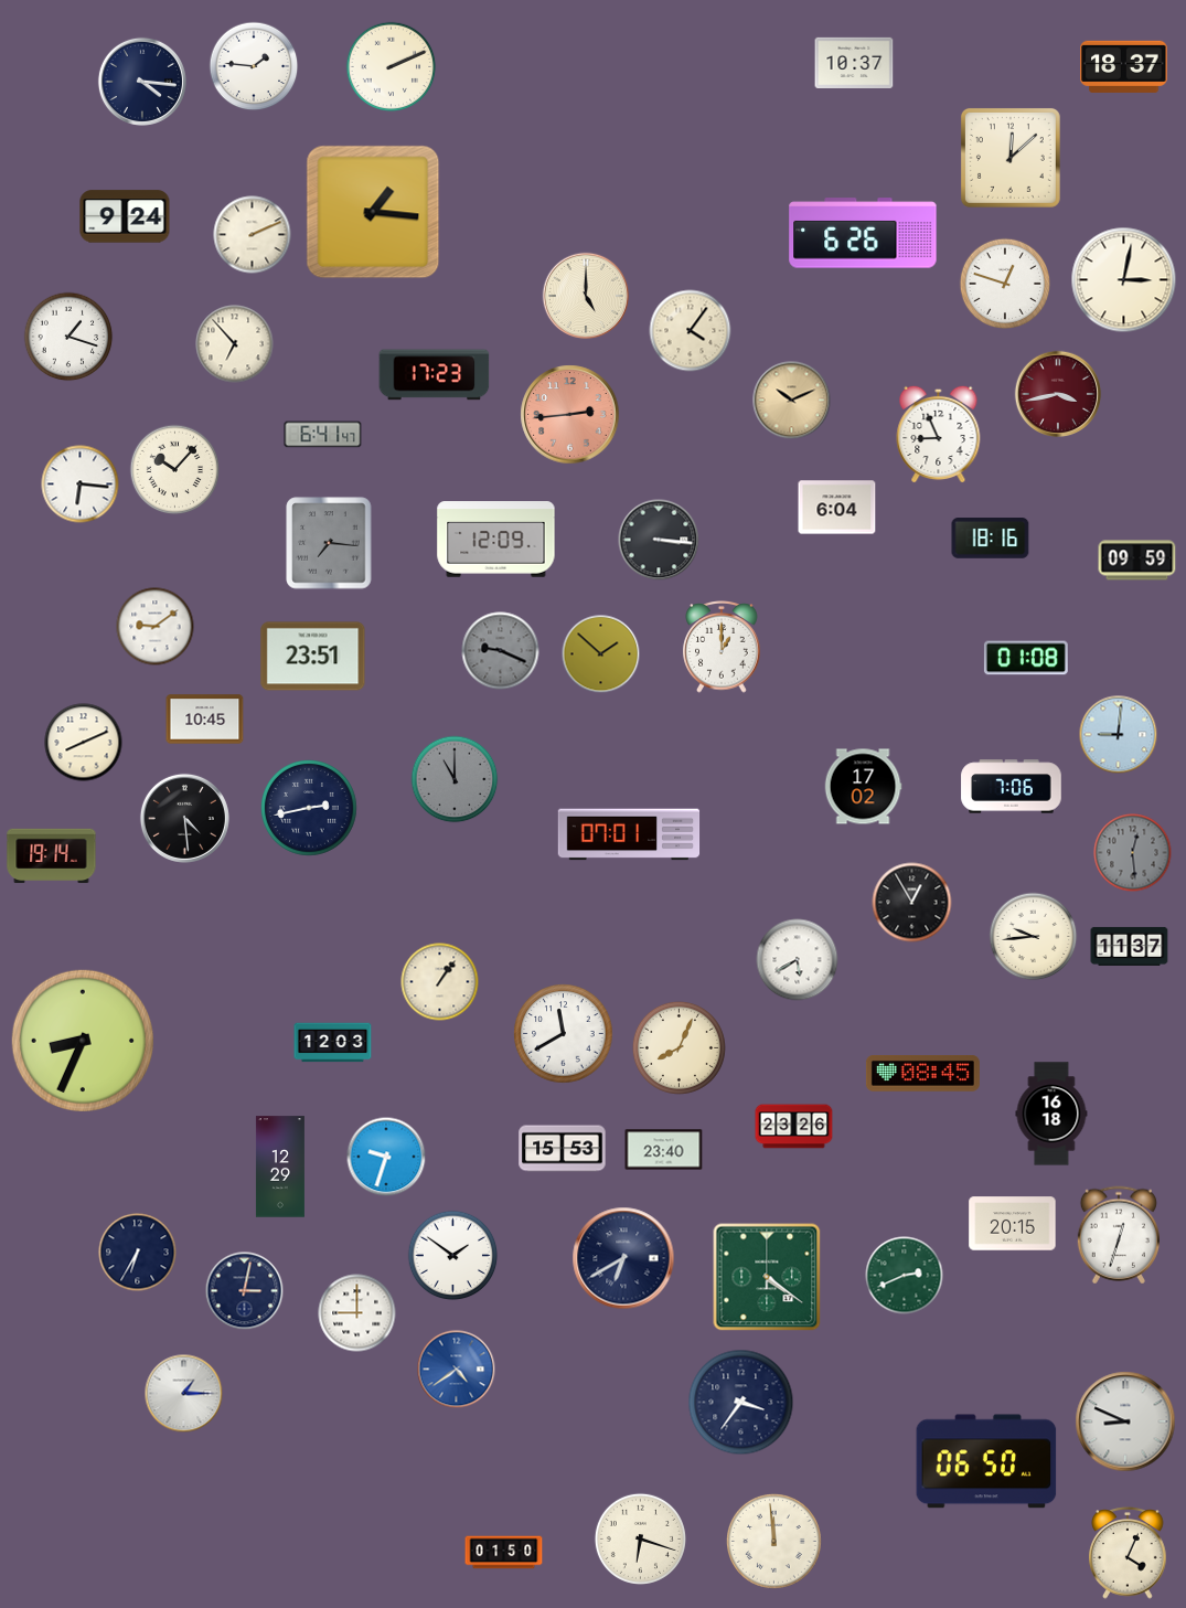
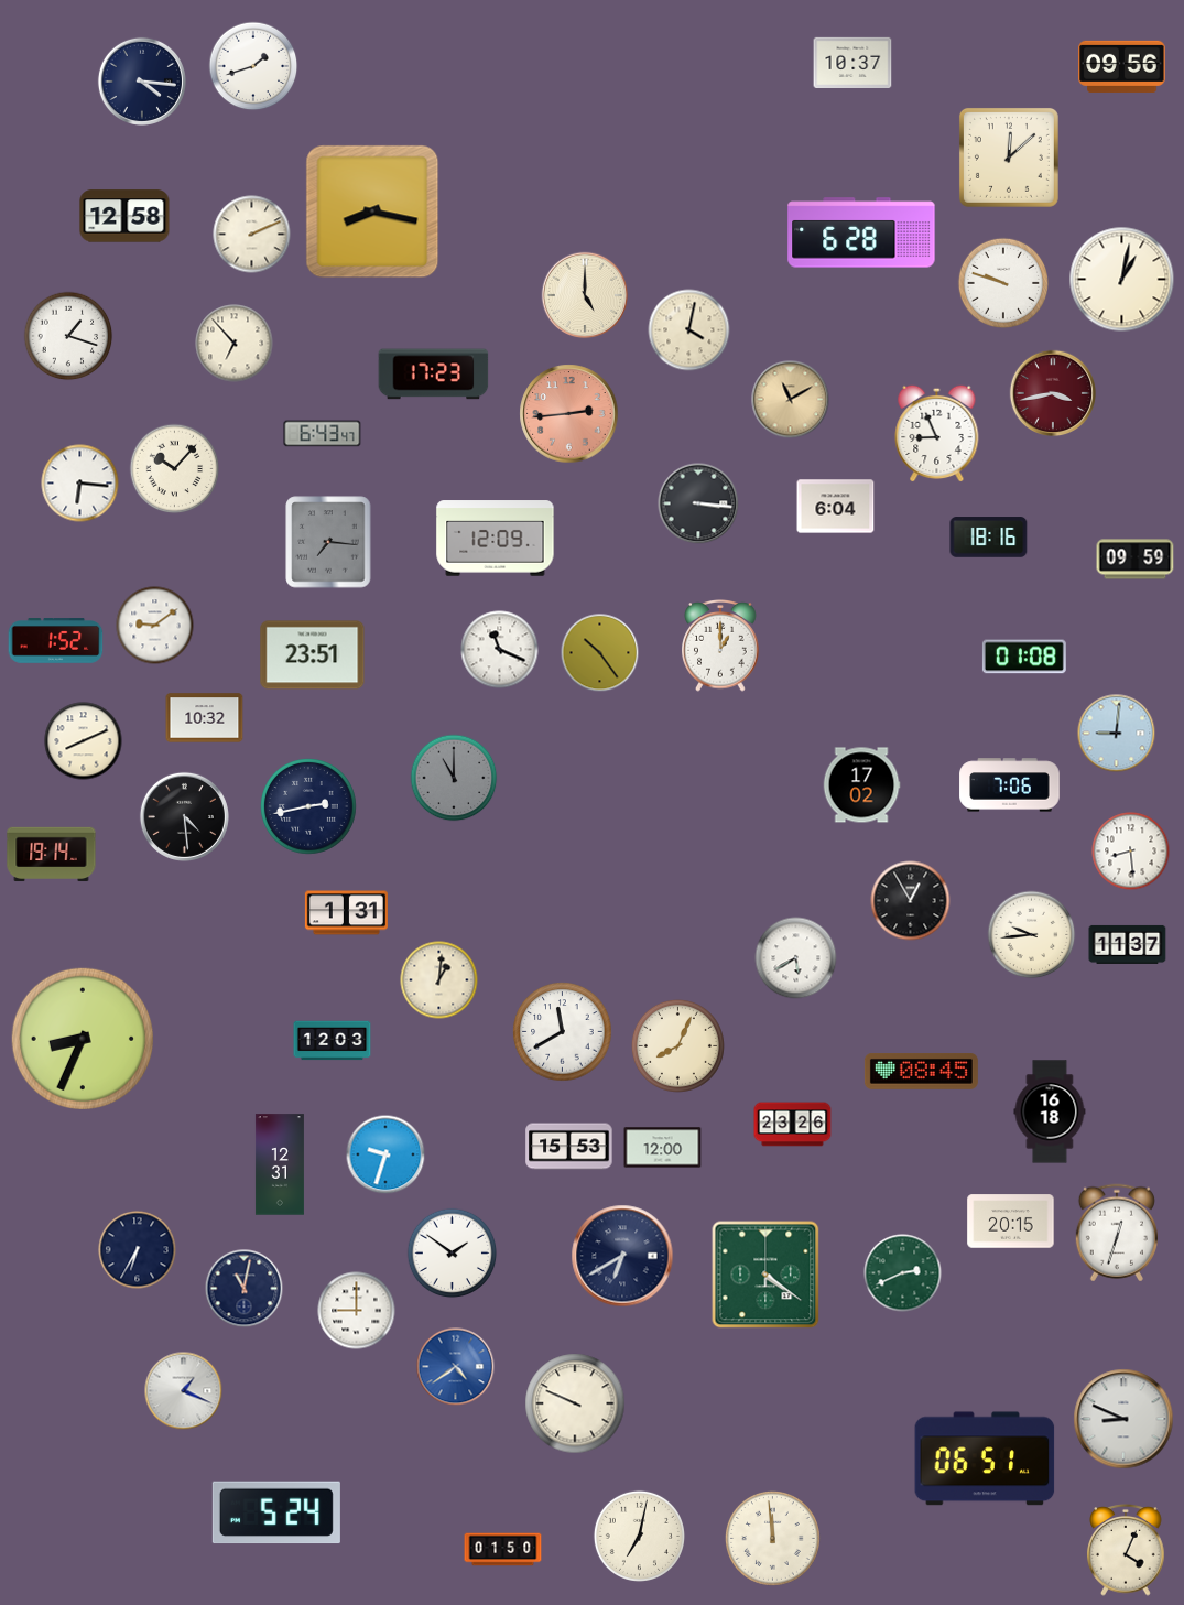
clock at (254, 66): 1:46 -> 1:42
clock at (1124, 66): 18:37 -> 09:56
clock at (392, 67): 2:11 -> none
clock at (373, 212): 1:16 -> 8:17
clock at (125, 216): 9:24 -> 12:58
clock at (863, 233): 6:26 -> 6:28
clock at (1124, 280): 3:02 -> 1:02
clock at (1004, 283): 12:48 -> 9:48
clock at (691, 331): 4:06 -> 4:02
clock at (1058, 394) position: (1058, 394) -> (1053, 393)
clock at (792, 401): 10:11 -> 11:10
clock at (323, 435): 6:41 -> 6:43
clock at (659, 540) position: (659, 540) -> (698, 503)
clock at (56, 641): none -> 1:52
clock at (501, 651): 9:19 -> 11:19
clock at (501, 651) dial: grey -> white
clock at (601, 654): 1:52 -> 10:24
clock at (205, 720): 10:45 -> 10:32
clock at (629, 834): 07:01 -> none
clock at (1133, 853): 12:29 -> 8:29
clock at (1133, 853) dial: grey -> white
clock at (346, 913): none -> 1:31
clock at (440, 982): 1:06 -> 1:01
clock at (563, 1149) position: (563, 1149) -> (569, 1147)
clock at (664, 1150): 23:40 -> 12:00
clock at (280, 1167): 12:29 -> 12:31
clock at (245, 1291): 3:02 -> 11:02
clock at (184, 1394): 1:15 -> 1:19
clock at (741, 1403): 3:36 -> none
clock at (575, 1403): none -> 9:49
clock at (986, 1461): 06:50 -> 06:51
clock at (276, 1512): none -> 5:24
clock at (640, 1538): 6:18 -> 7:02
